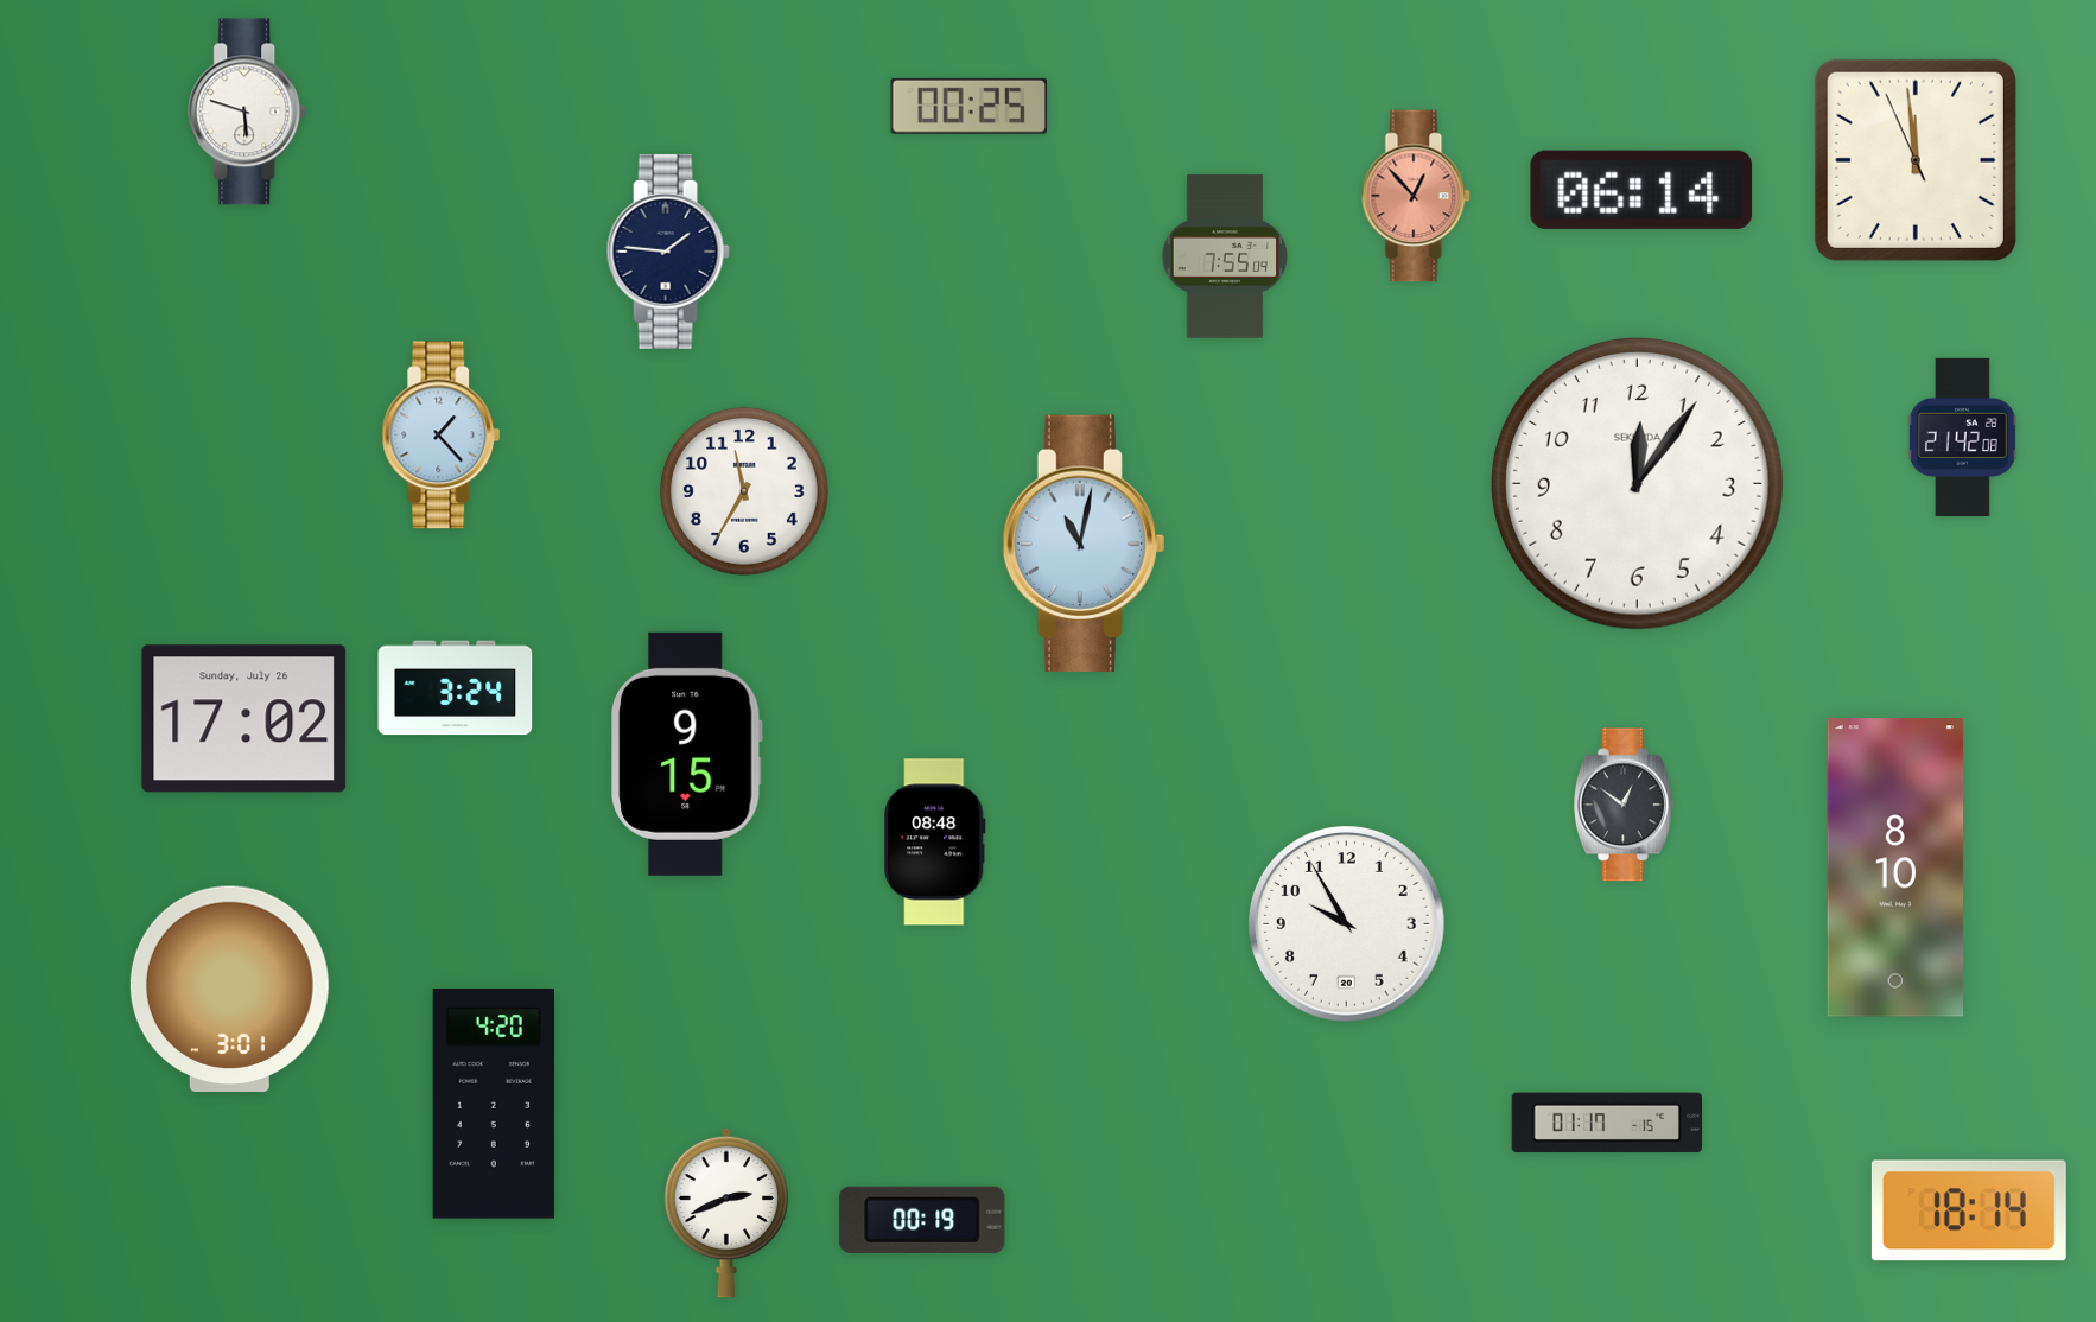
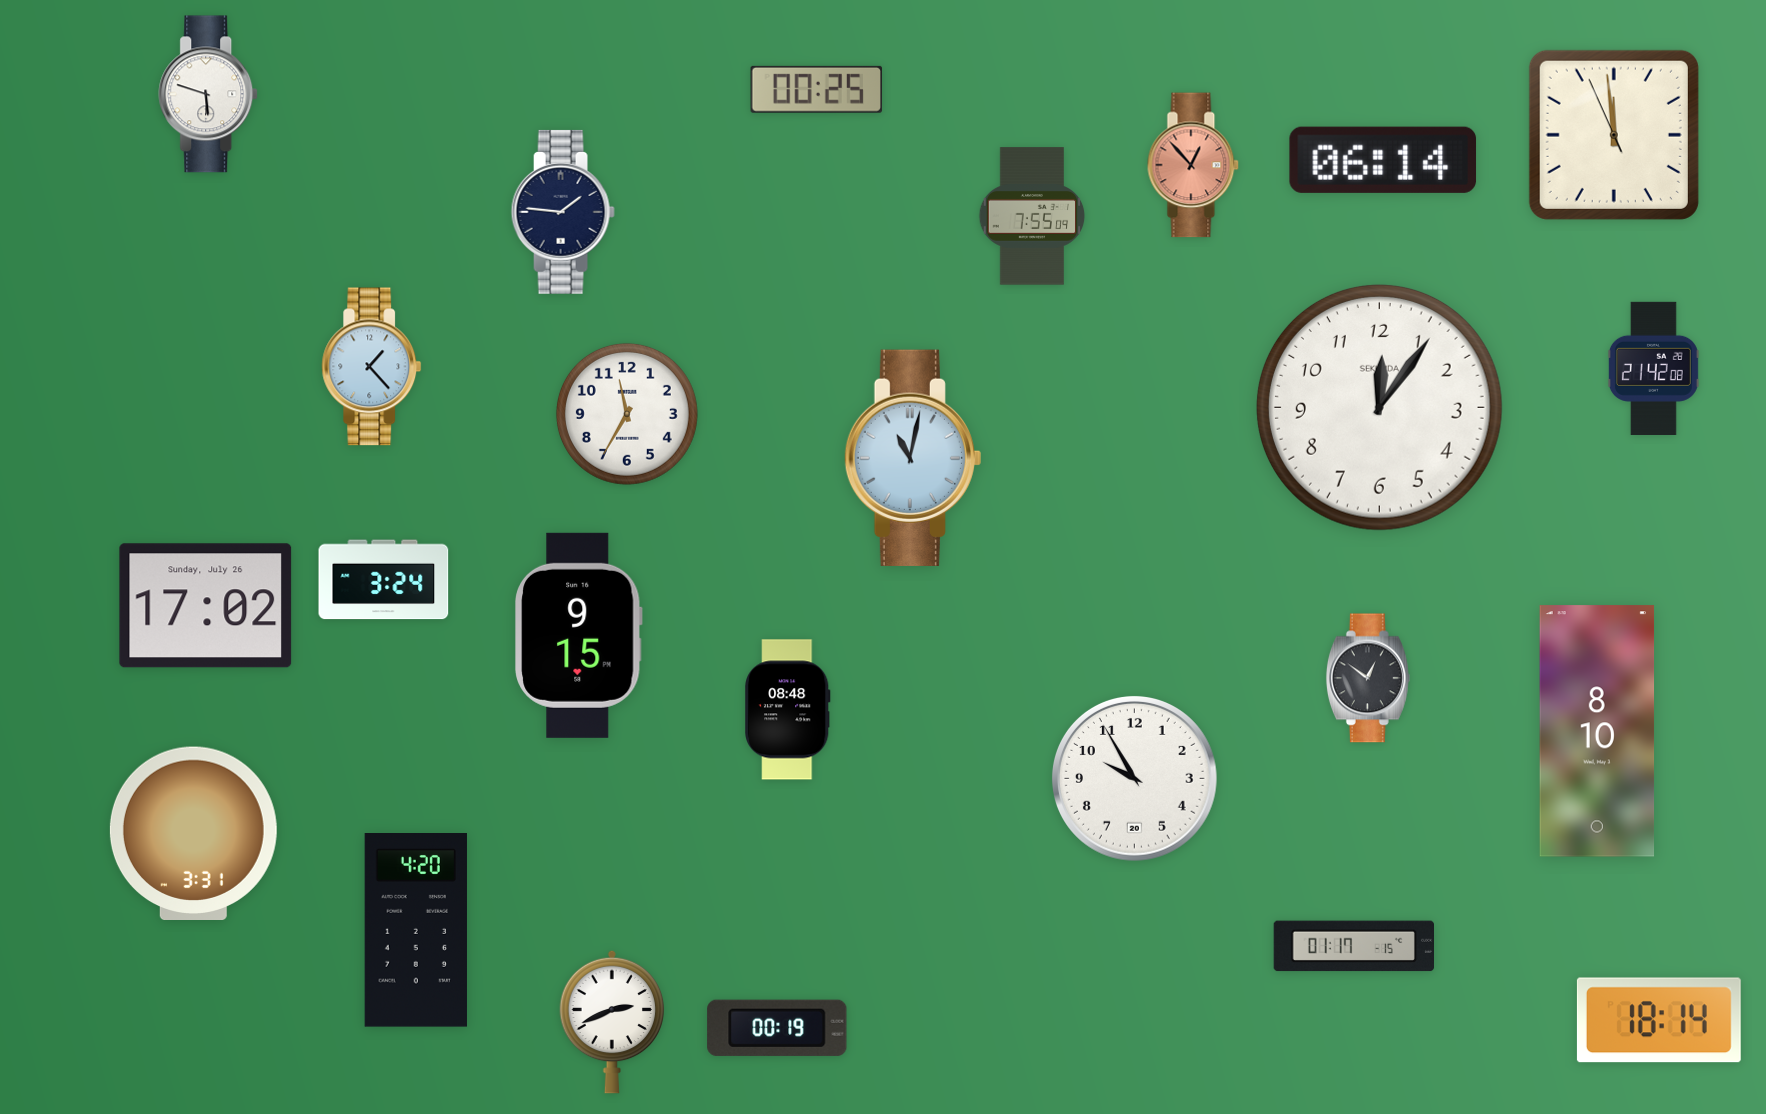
clock at (229, 989): 3:01 -> 3:31
